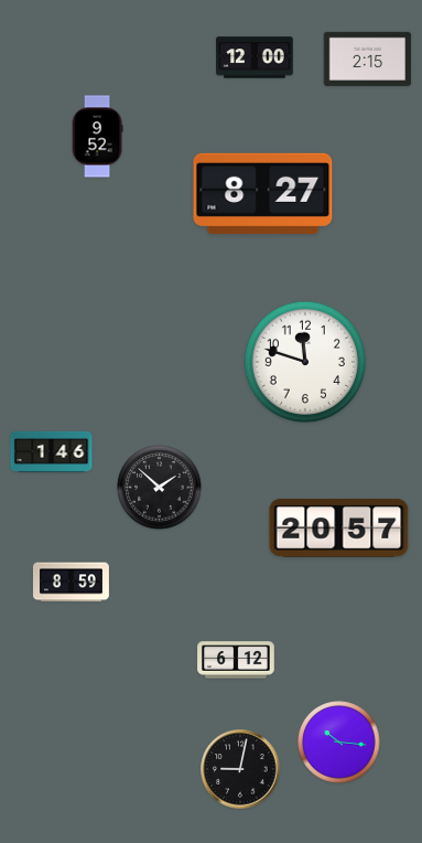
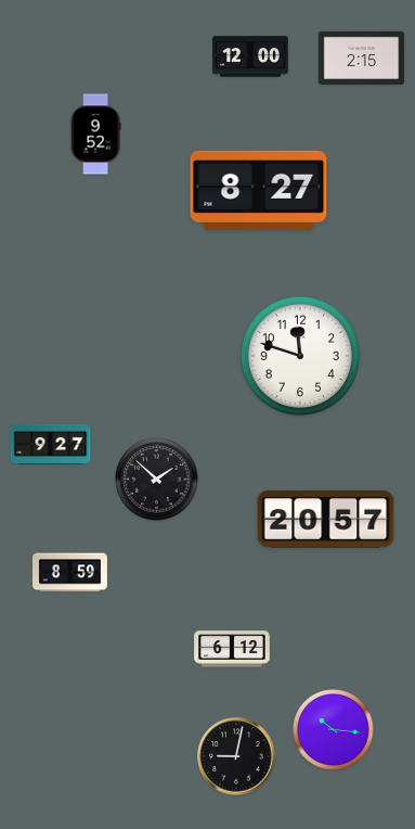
clock at (52, 451): 1:46 -> 9:27
clock at (339, 529) position: (339, 529) -> (326, 520)
